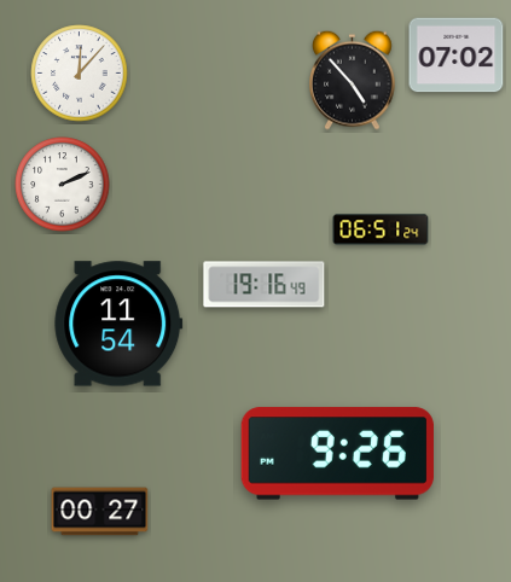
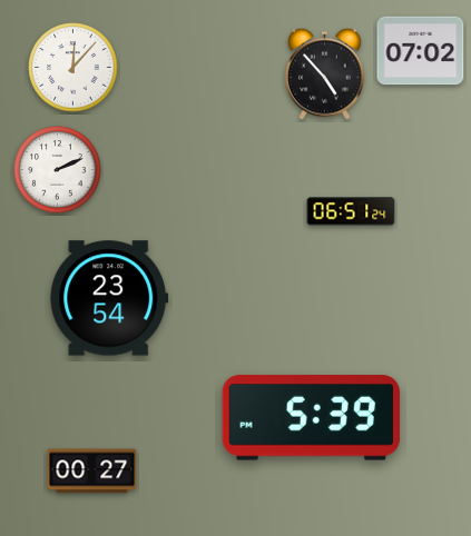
clock at (265, 285): 19:16 -> none
clock at (118, 324): 11:54 -> 23:54
clock at (337, 454): 9:26 -> 5:39
